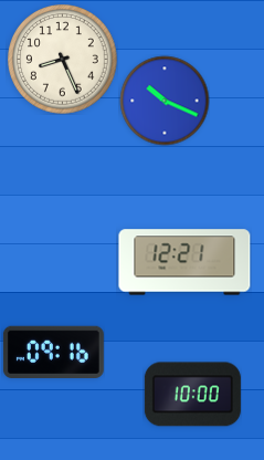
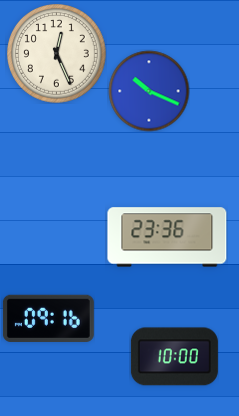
clock at (63, 60): 8:26 -> 12:26
clock at (184, 262): 12:21 -> 23:36
